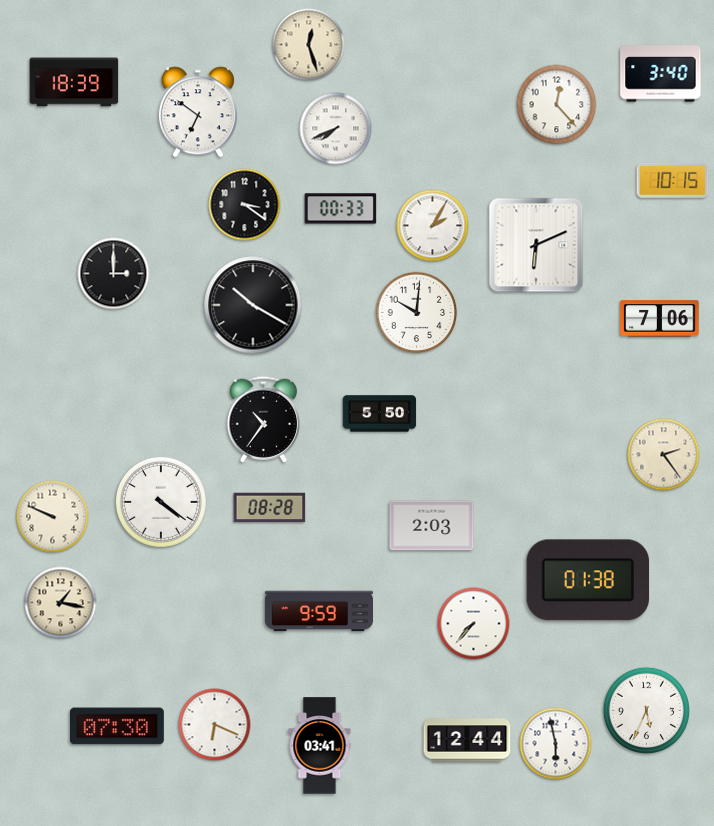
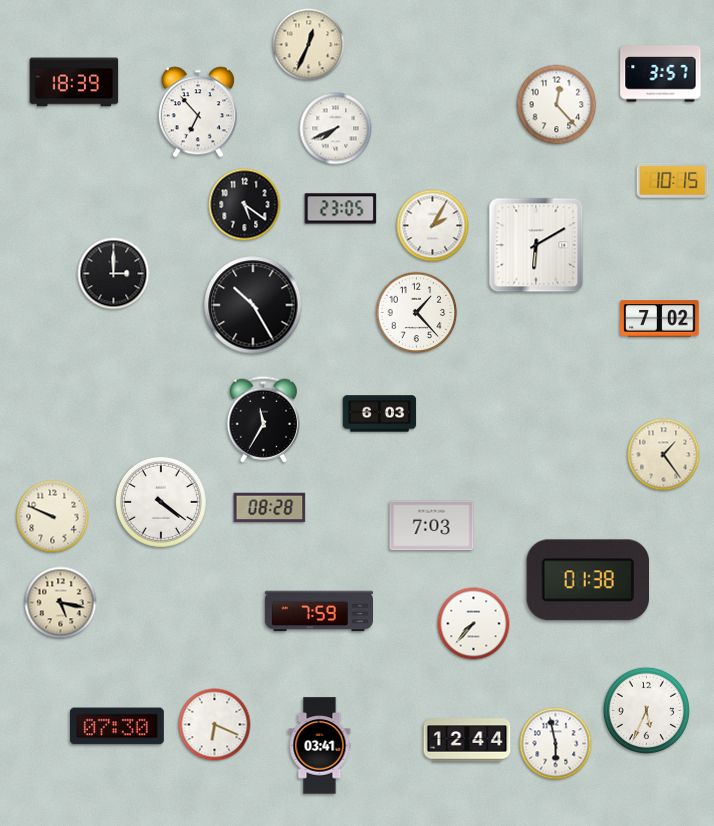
clock at (309, 45): 12:27 -> 12:34
clock at (661, 74): 3:40 -> 3:57
clock at (198, 112): 6:51 -> 6:53
clock at (245, 205): 3:21 -> 5:21
clock at (341, 209): 00:33 -> 23:05
clock at (536, 245): 6:11 -> 6:10
clock at (253, 305): 10:20 -> 10:25
clock at (417, 313): 10:01 -> 1:23
clock at (660, 319): 7:06 -> 7:02
clock at (380, 414): 5:50 -> 6:03
clock at (263, 419): 10:36 -> 11:35
clock at (664, 455): 2:24 -> 1:24
clock at (432, 526): 2:03 -> 7:03
clock at (61, 603): 1:17 -> 5:17
clock at (318, 611): 9:59 -> 7:59
